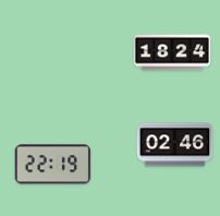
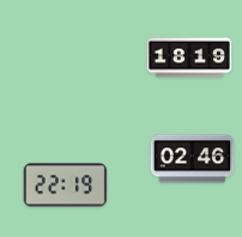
clock at (172, 52): 18:24 -> 18:19
clock at (53, 165) position: (53, 165) -> (66, 186)
